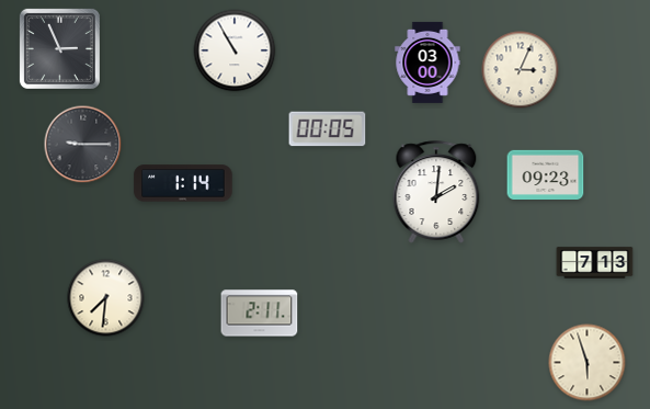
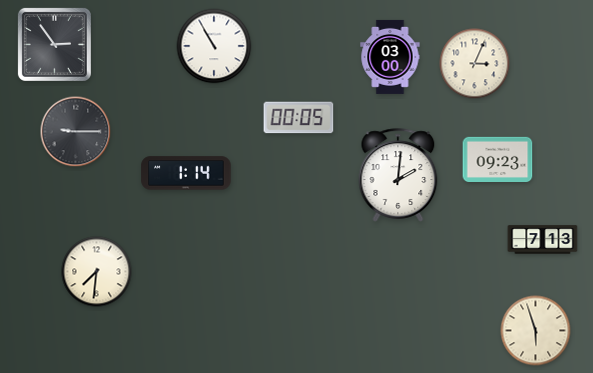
clock at (59, 48): 2:56 -> 2:54
clock at (183, 183) position: (183, 183) -> (186, 173)
clock at (260, 314): 2:11 -> none
